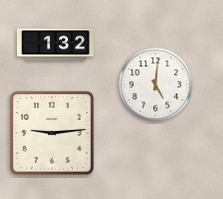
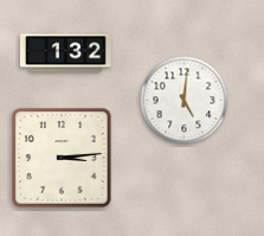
clock at (52, 133): 9:14 -> 3:14
